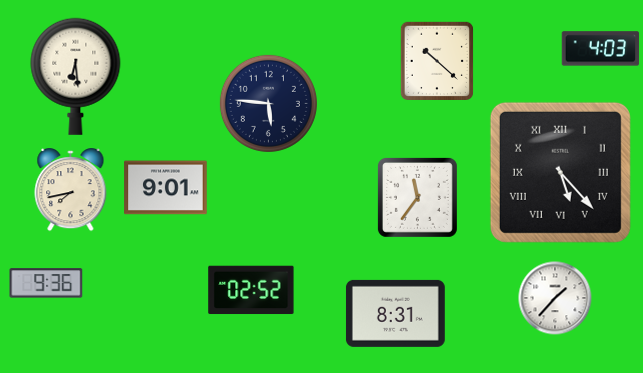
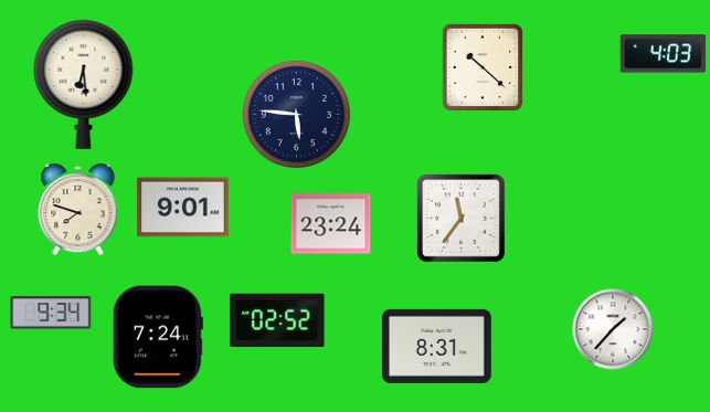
clock at (560, 172): 5:23 -> none
clock at (71, 190): 7:43 -> 7:48
clock at (331, 224): none -> 23:24
clock at (46, 283): 9:36 -> 9:34
clock at (158, 337): none -> 7:24
